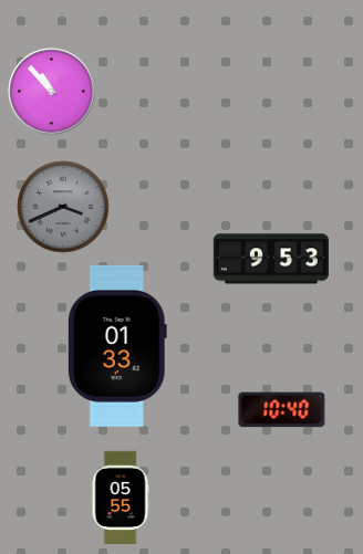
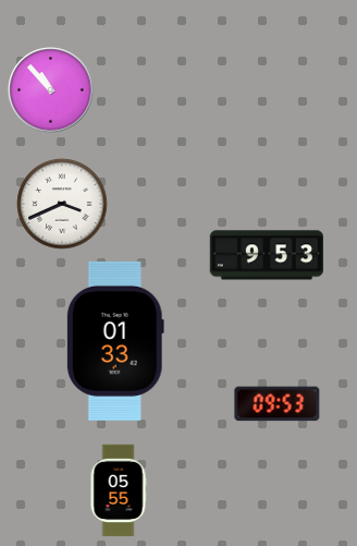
clock at (63, 207) dial: grey -> white
clock at (282, 410): 10:40 -> 09:53
